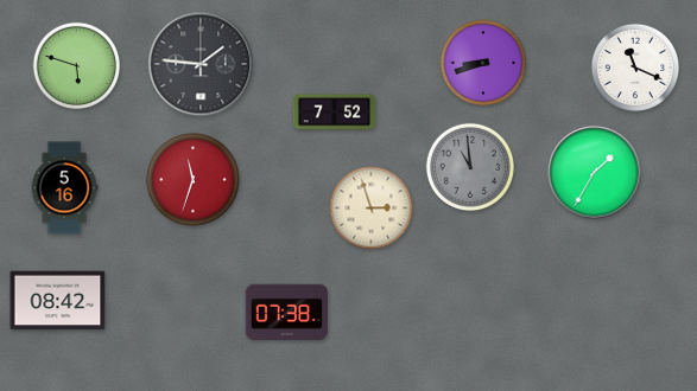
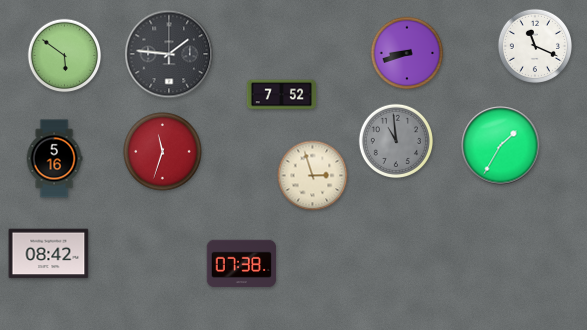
clock at (77, 66): 5:48 -> 5:51
clock at (634, 66) position: (634, 66) -> (534, 45)
